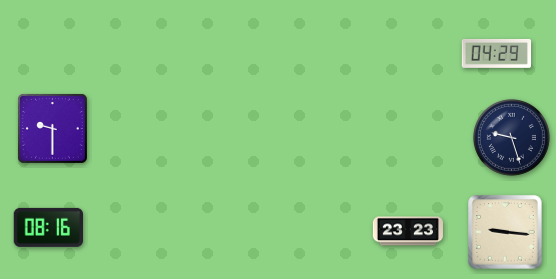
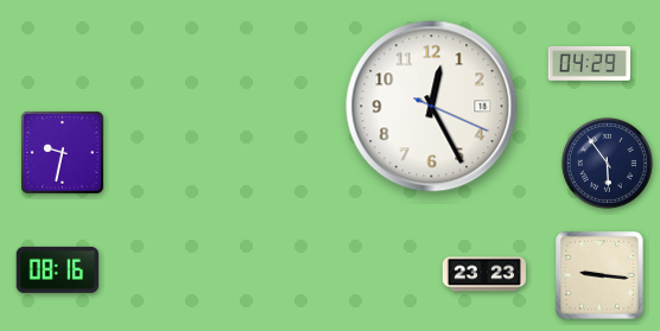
clock at (432, 107): none -> 12:25
clock at (53, 129): 9:30 -> 9:32
clock at (511, 137): 9:27 -> 5:54
